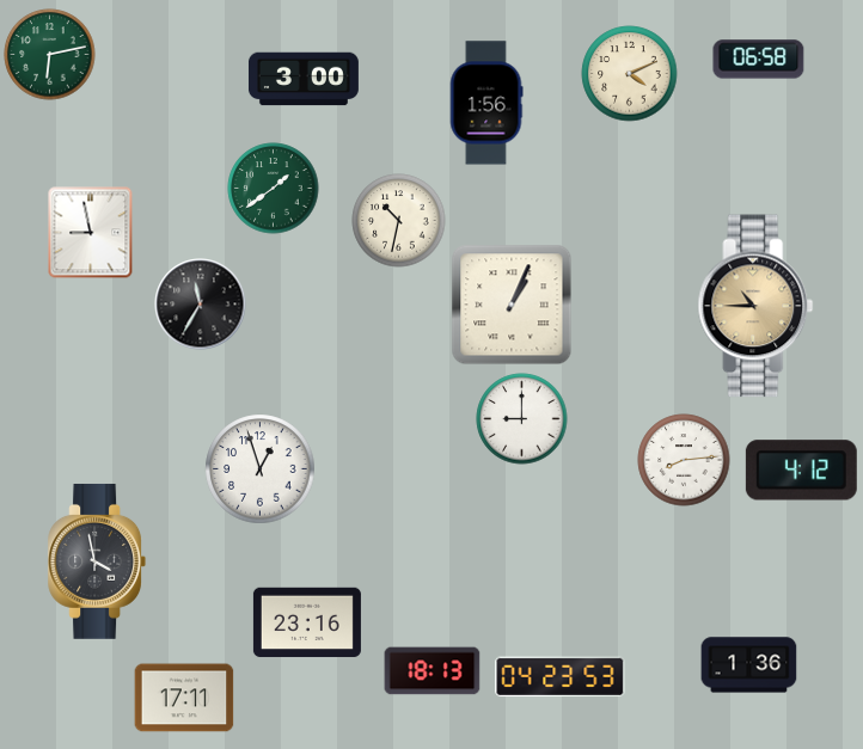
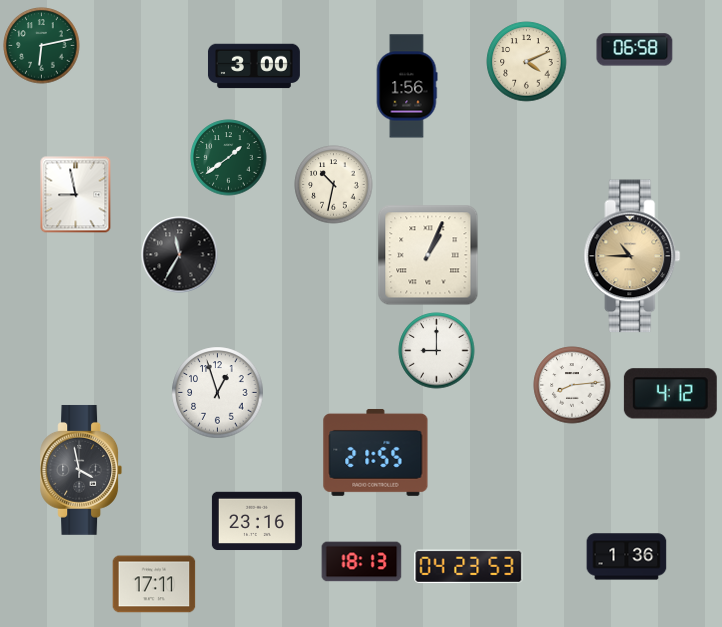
clock at (201, 305) position: (201, 305) -> (180, 255)
clock at (376, 452): none -> 21:55
